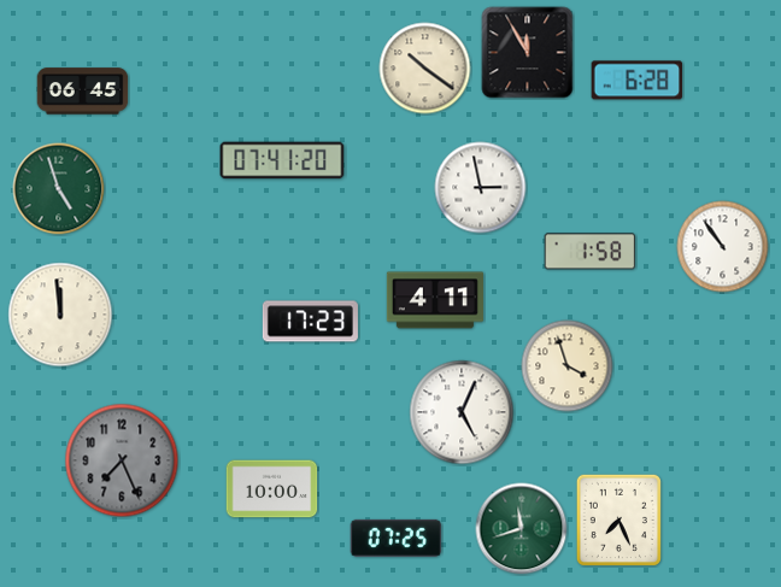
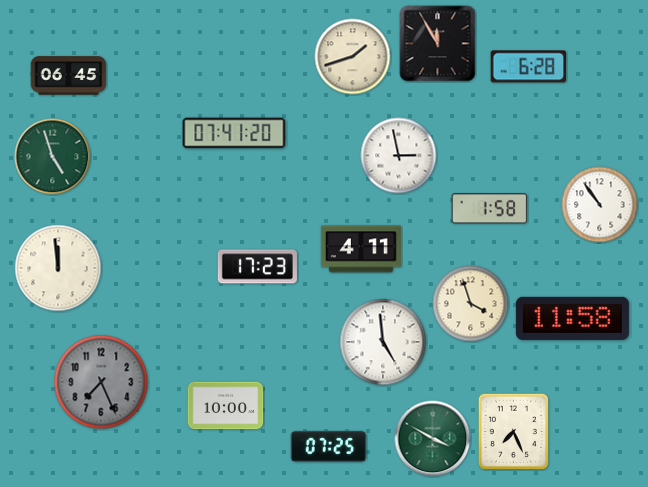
clock at (425, 69): 10:21 -> 1:42
clock at (59, 189) position: (59, 189) -> (53, 157)
clock at (60, 315) position: (60, 315) -> (58, 268)
clock at (572, 318): none -> 11:58
clock at (462, 412): 5:04 -> 4:59
clock at (522, 529): 11:42 -> 3:50
